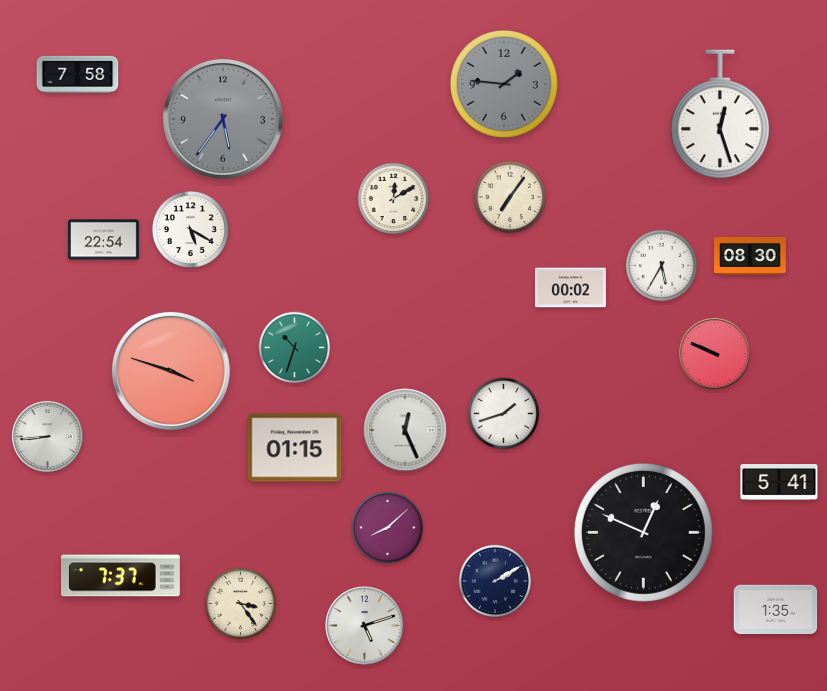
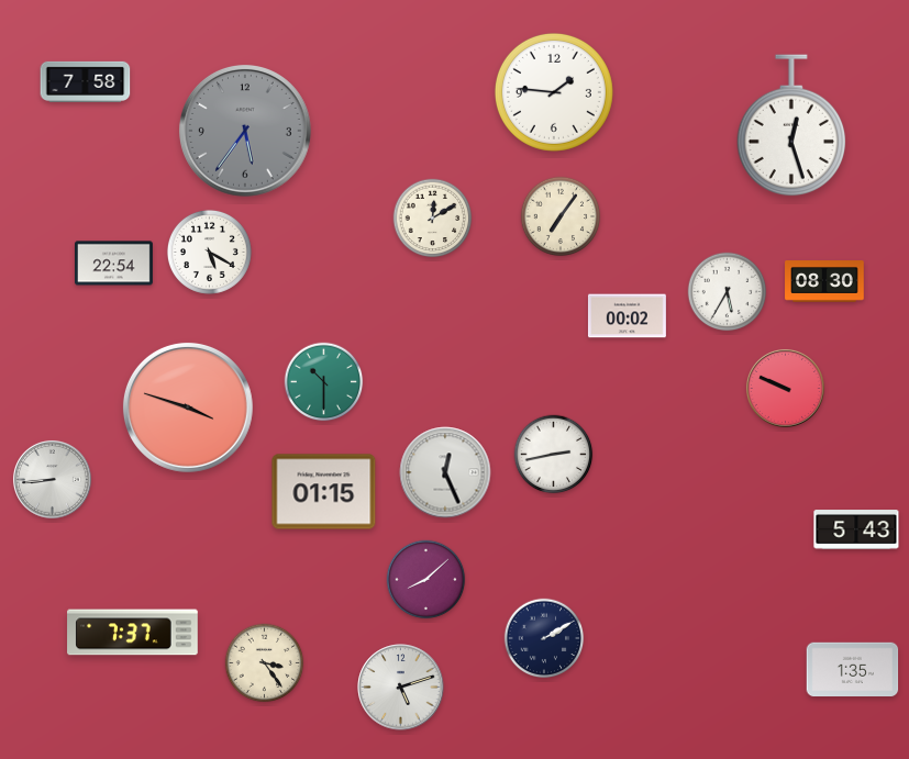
clock at (504, 84) dial: grey -> white
clock at (295, 348): 10:33 -> 10:30
clock at (504, 414): 1:42 -> 2:43
clock at (779, 482): 5:41 -> 5:43
clock at (643, 532): 12:49 -> none
